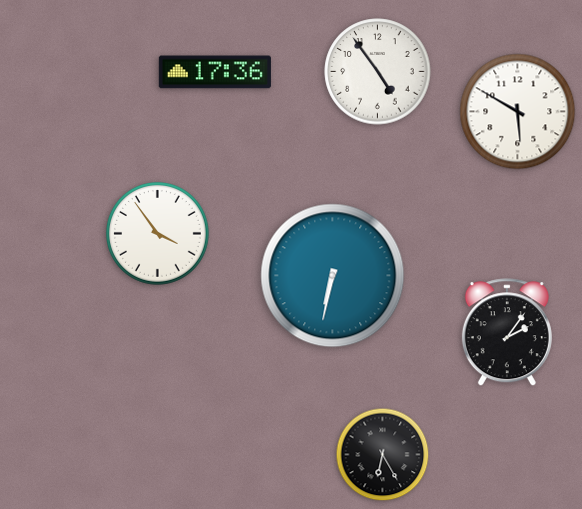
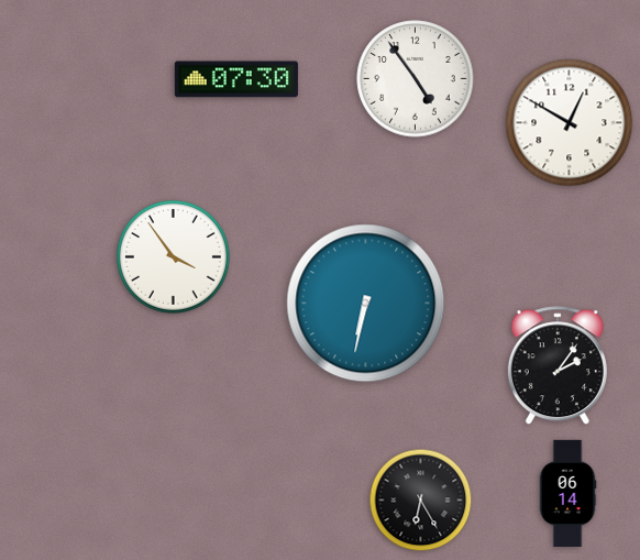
clock at (215, 72): 17:36 -> 07:30
clock at (518, 112): 5:50 -> 12:50
clock at (567, 493): none -> 06:14
